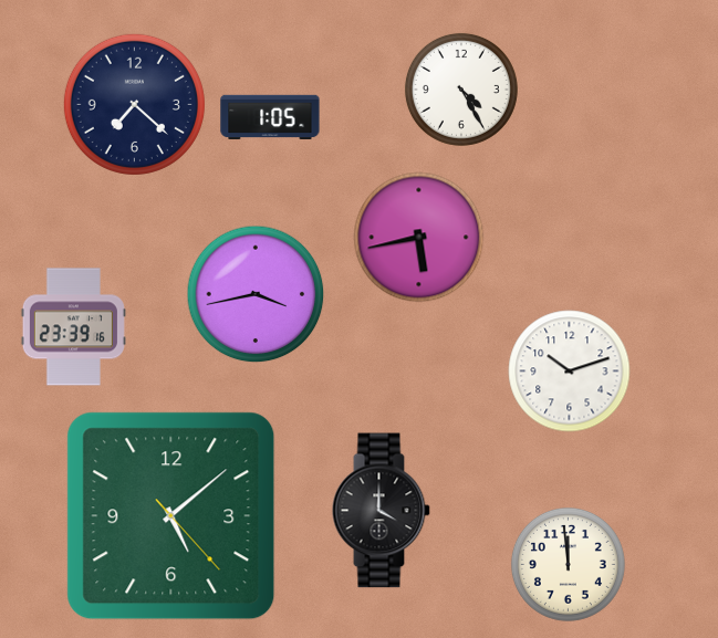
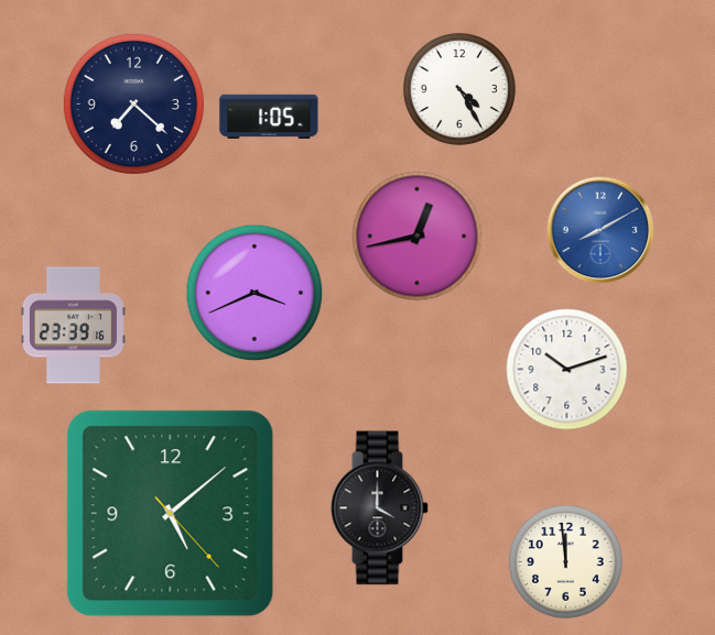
clock at (600, 230): none -> 8:10
clock at (419, 238): 5:43 -> 12:43
clock at (256, 294): 3:43 -> 3:41
